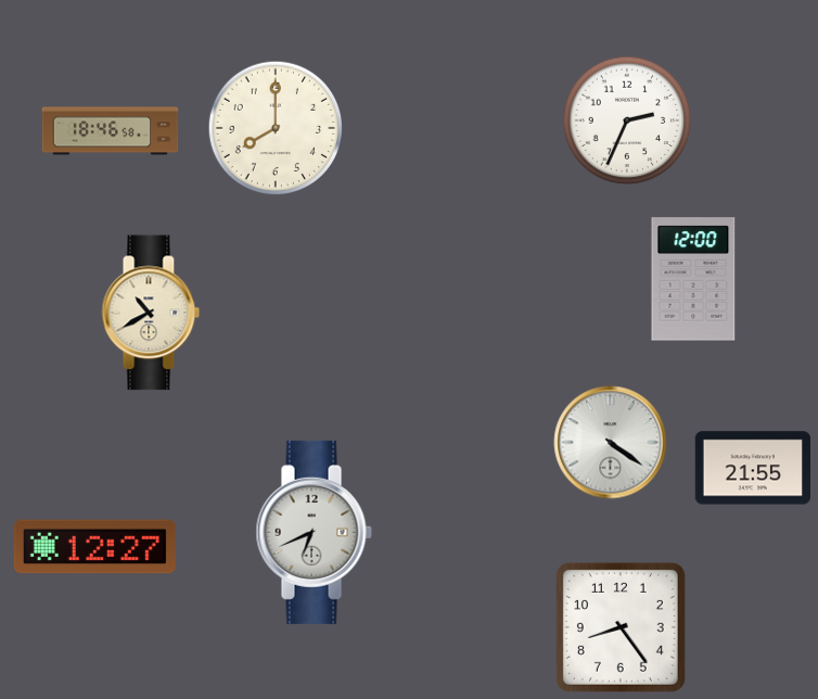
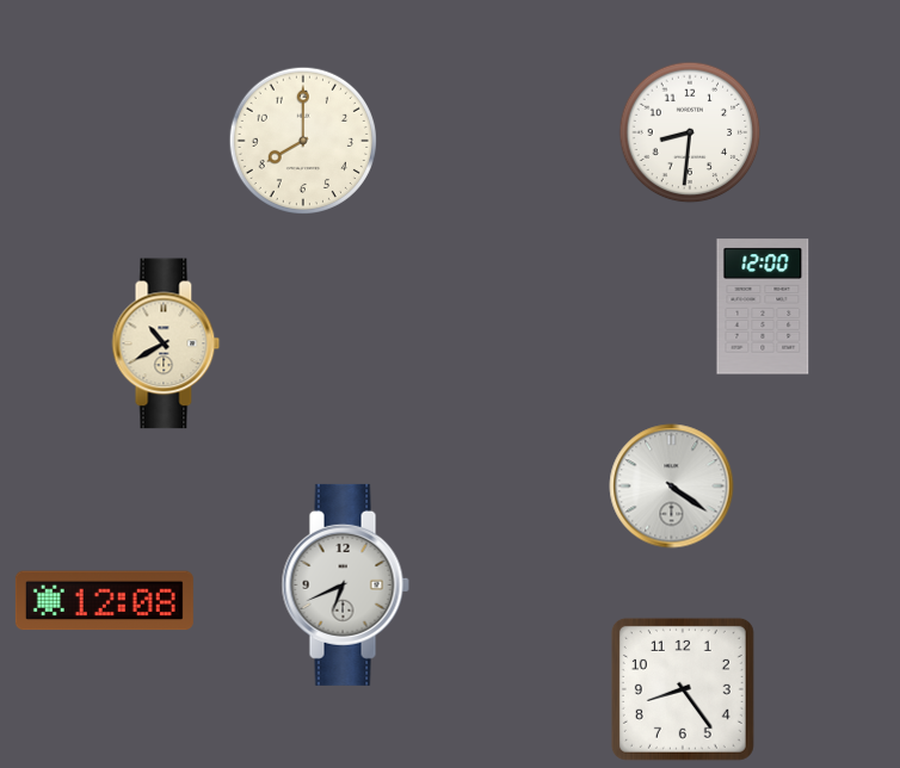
clock at (627, 120): 2:34 -> 8:31
clock at (111, 131): 18:46 -> none
clock at (752, 468): 21:55 -> none
clock at (94, 547): 12:27 -> 12:08
